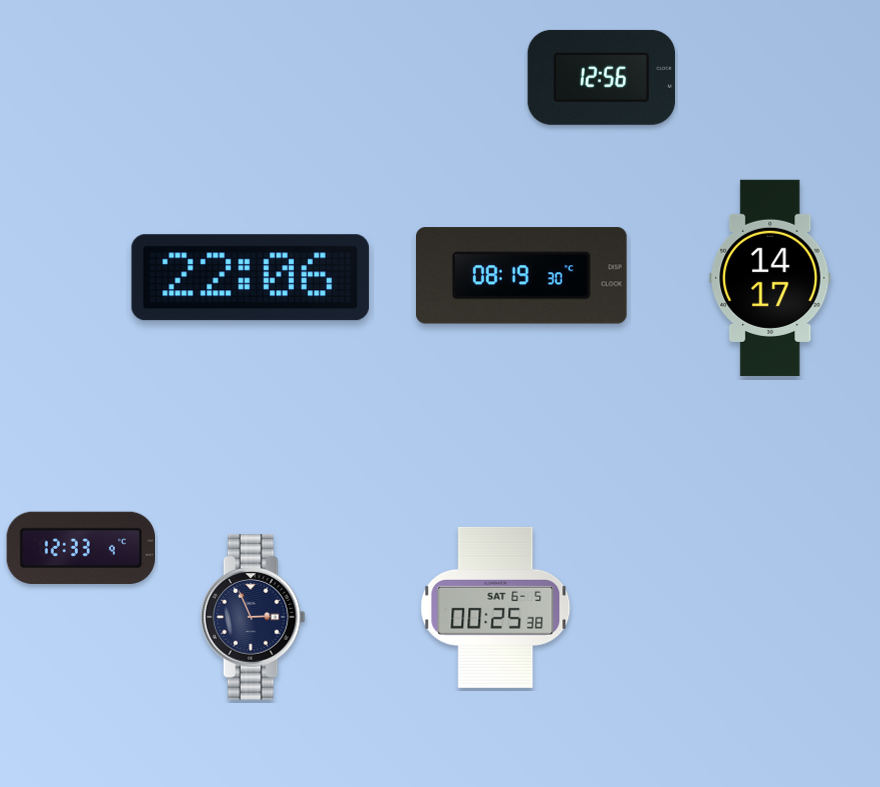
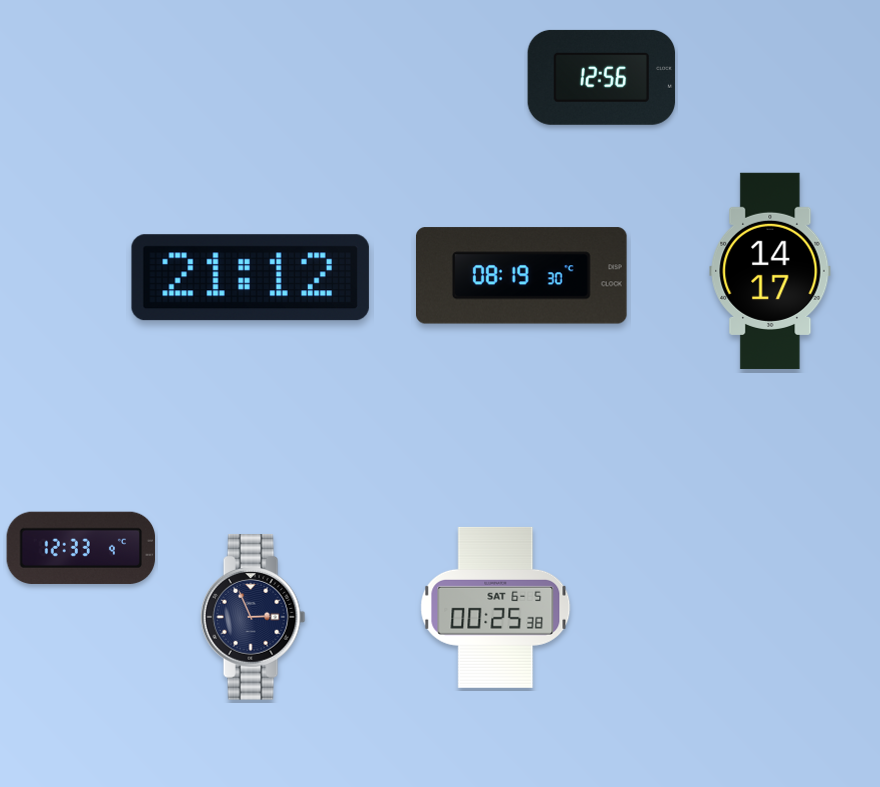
clock at (250, 278): 22:06 -> 21:12
clock at (770, 278) position: (770, 278) -> (770, 271)
